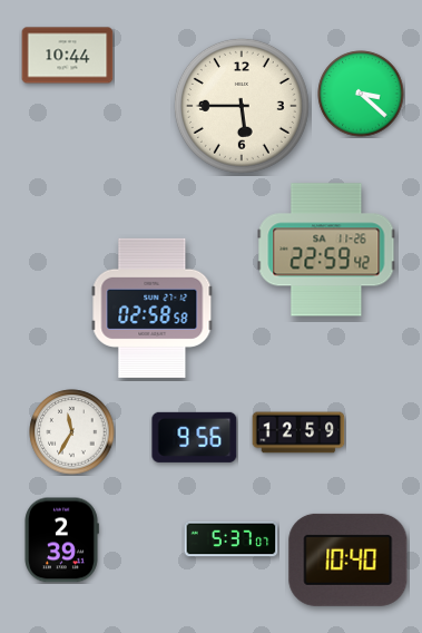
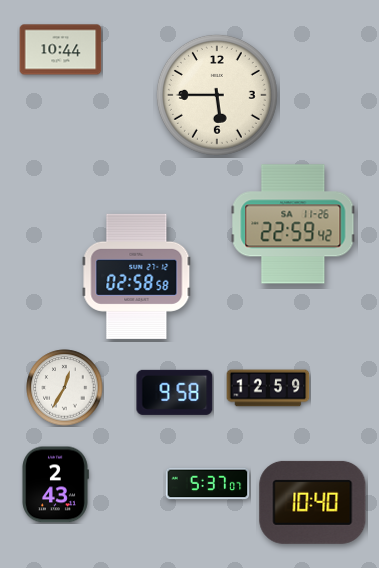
clock at (361, 94): 3:22 -> none
clock at (72, 432): 11:35 -> 12:35
clock at (195, 437): 9:56 -> 9:58
clock at (61, 541): 2:39 -> 2:43
